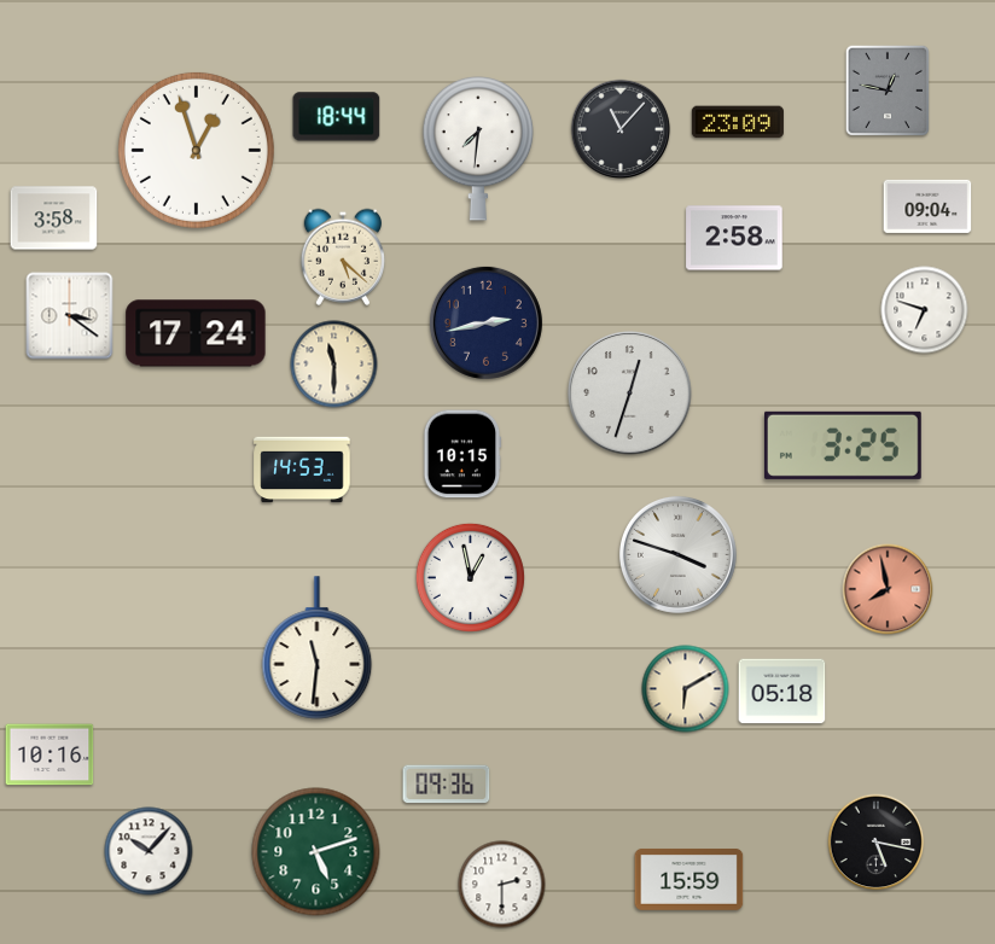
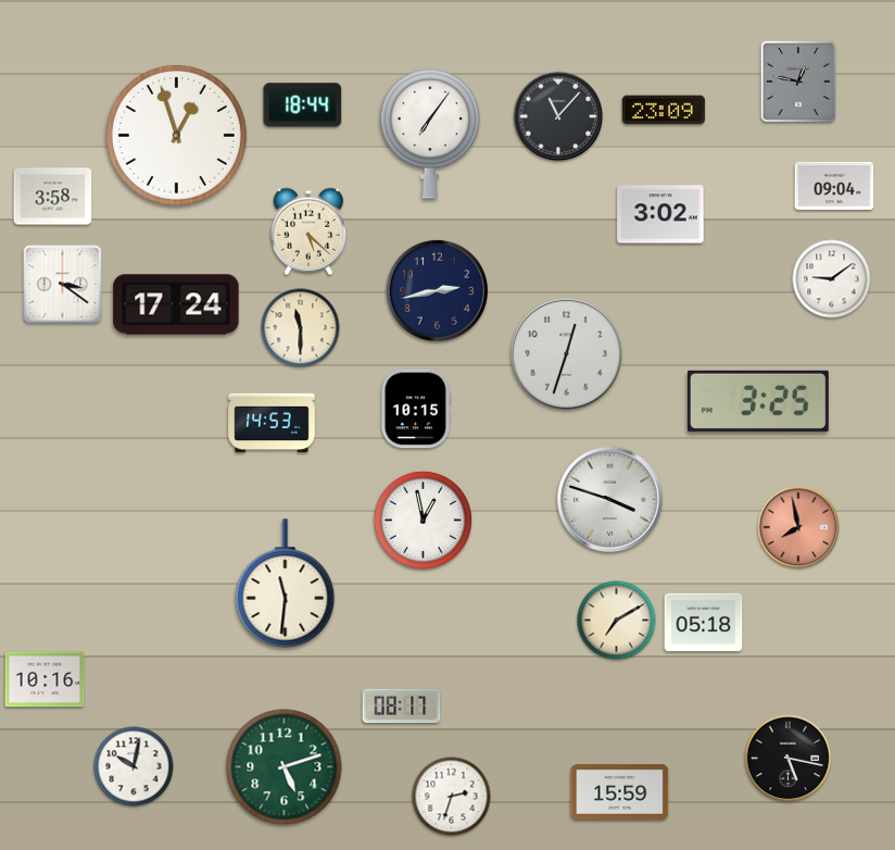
clock at (478, 148): 7:31 -> 7:06
clock at (54, 218) position: (54, 218) -> (53, 197)
clock at (734, 238): 2:58 -> 3:02
clock at (925, 310): 6:48 -> 9:09
clock at (196, 333) position: (196, 333) -> (176, 304)
clock at (888, 589) position: (888, 589) -> (798, 527)
clock at (686, 689): 6:10 -> 7:10
clock at (447, 785): 09:36 -> 08:17
clock at (149, 851): 10:07 -> 10:02
clock at (502, 885): 2:30 -> 2:33
